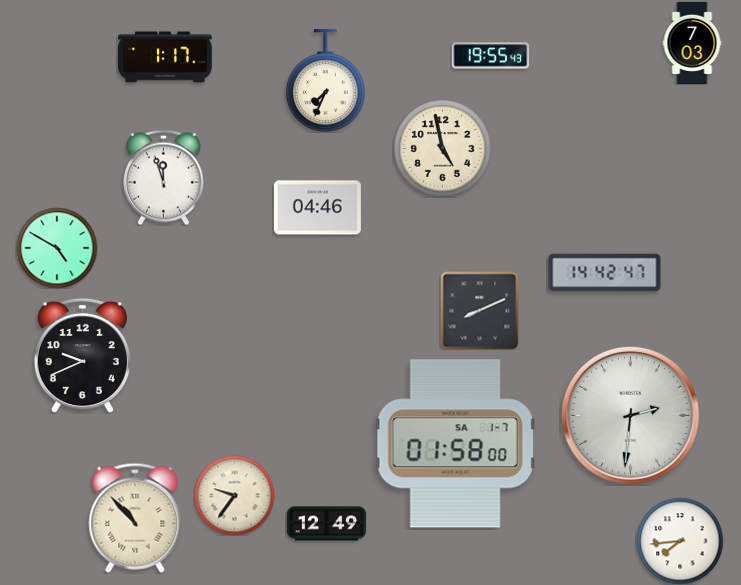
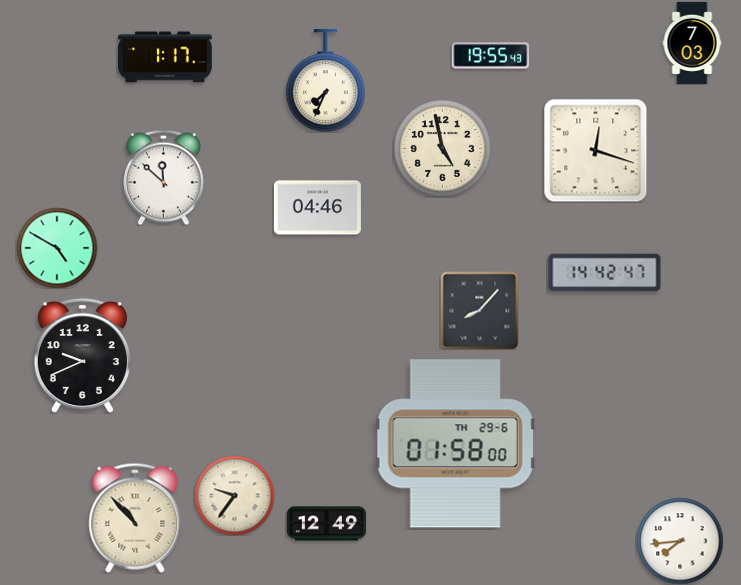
clock at (595, 150): none -> 12:18
clock at (164, 177): 11:57 -> 11:52
clock at (479, 310): 8:11 -> 8:07
clock at (630, 415): 2:31 -> none
clock at (455, 444) date: SA 1-7 -> TH 29-6
